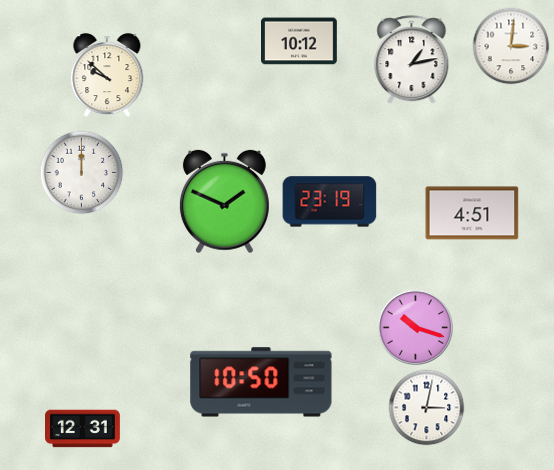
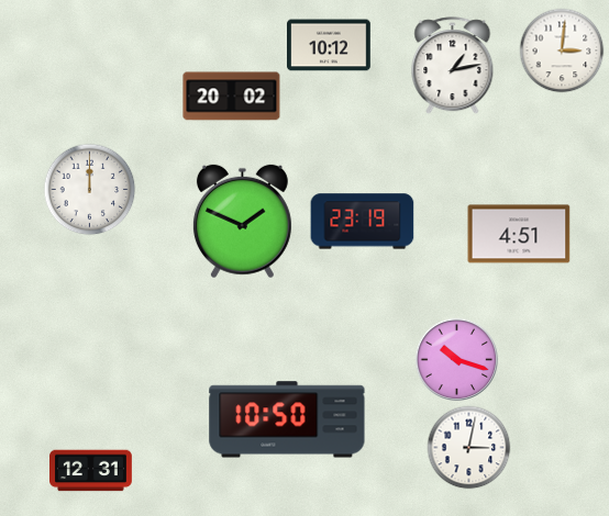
clock at (107, 76): 9:52 -> none
clock at (232, 97): none -> 20:02
clock at (224, 202) position: (224, 202) -> (242, 222)
